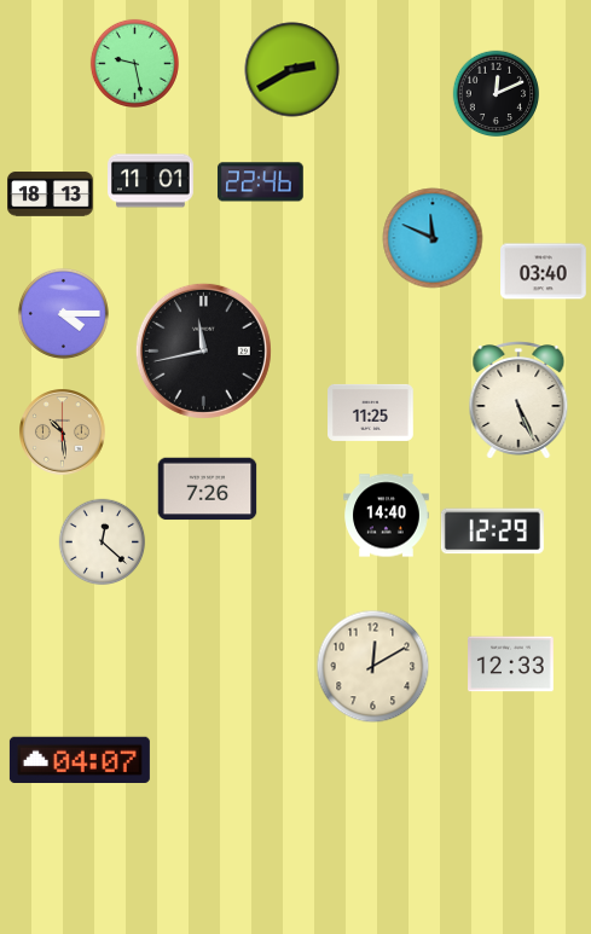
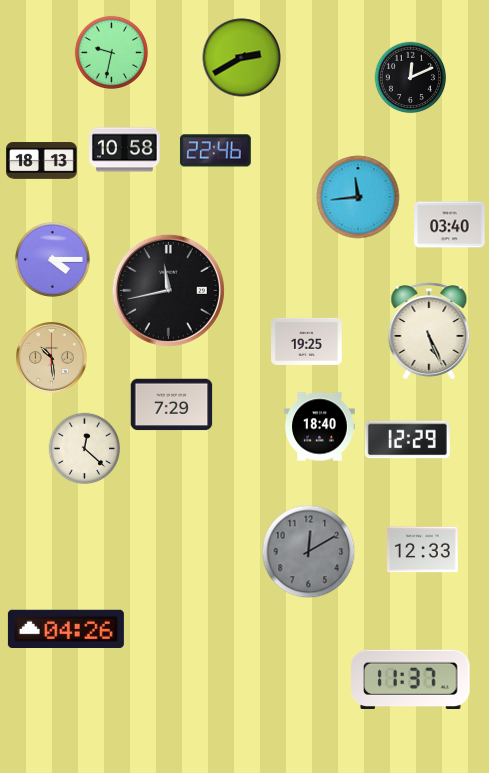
clock at (134, 63): 9:28 -> 9:32
clock at (151, 181): 11:01 -> 10:58
clock at (433, 238): 11:49 -> 11:44
clock at (371, 412): 11:25 -> 19:25
clock at (208, 489): 7:26 -> 7:29
clock at (387, 516): 14:40 -> 18:40
clock at (373, 667) dial: cream -> grey
clock at (80, 760): 04:07 -> 04:26
clock at (411, 680): none -> 11:37
